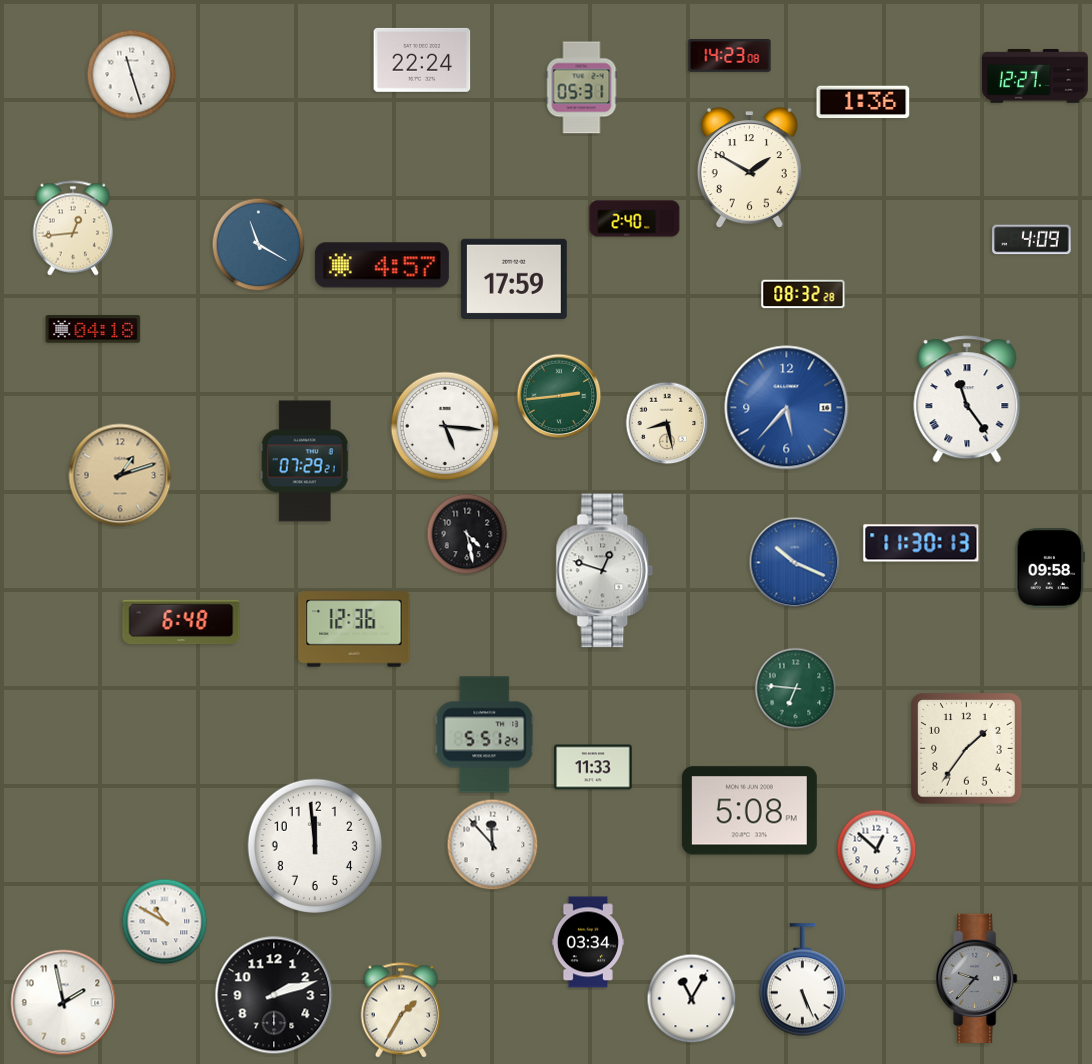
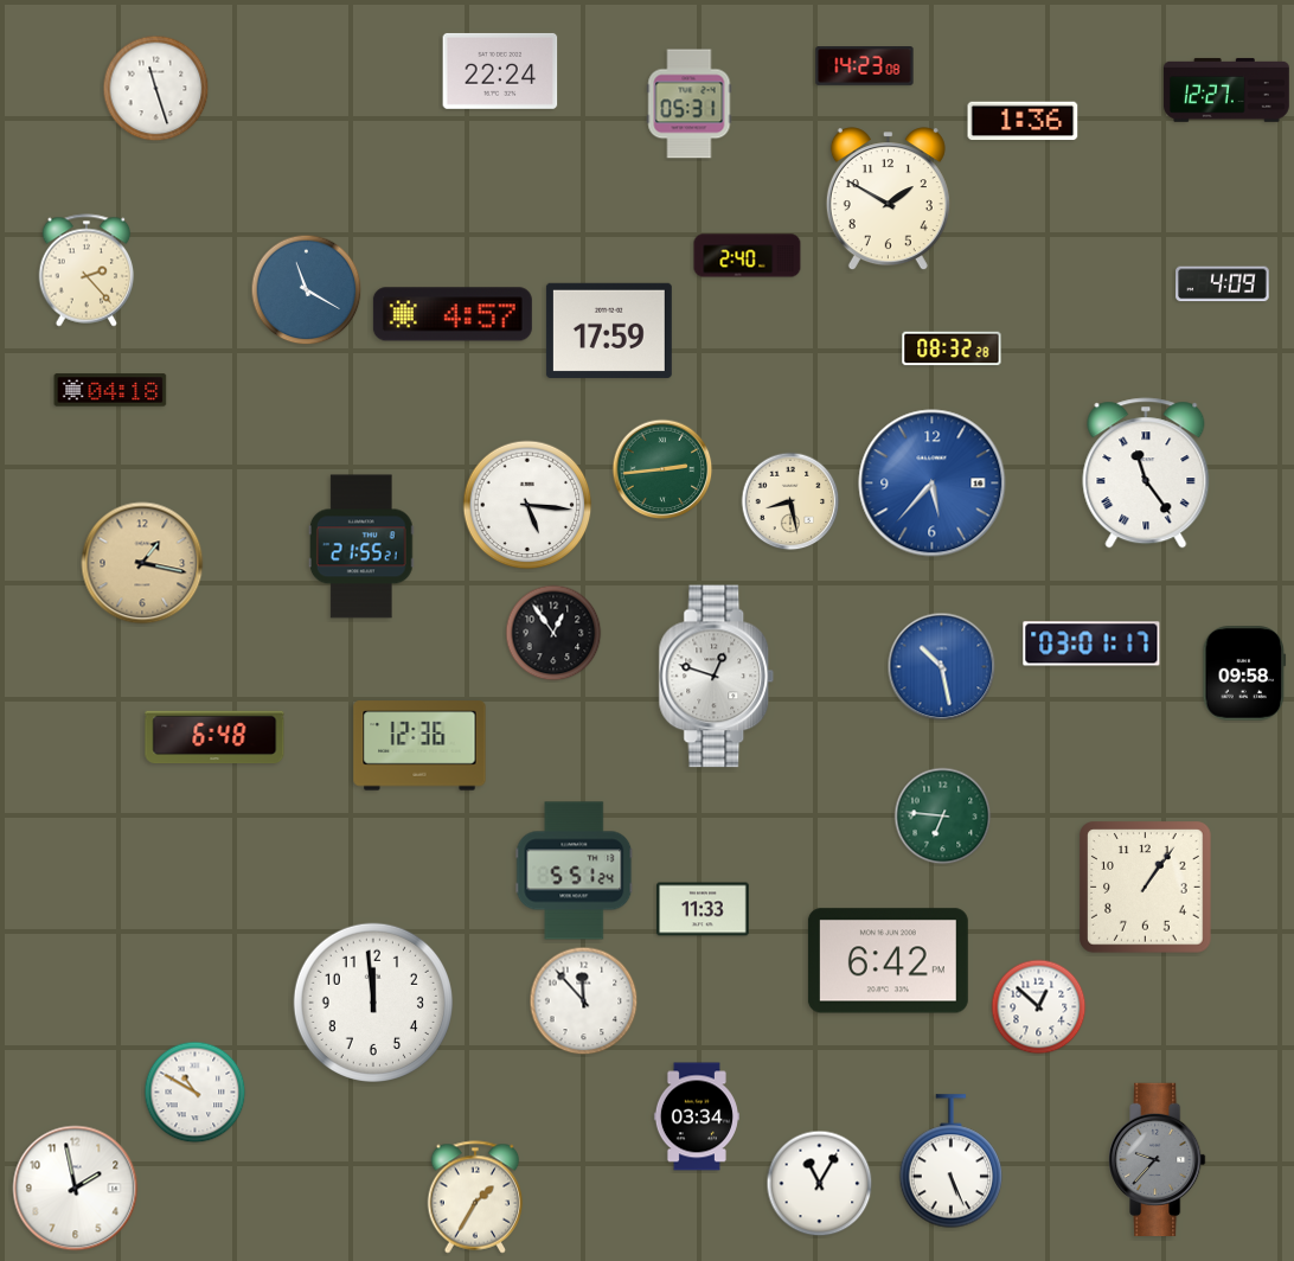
clock at (635, 219) position: (635, 219) -> (748, 256)
clock at (73, 228): 12:44 -> 2:23
clock at (305, 461): 07:29 -> 21:55
clock at (120, 475): 1:12 -> 1:17
clock at (467, 534): 4:28 -> 12:54
clock at (921, 543): 11:30 -> 03:01
clock at (795, 563): 10:19 -> 10:28
clock at (967, 749): 1:36 -> 1:06
clock at (749, 811): 5:08 -> 6:42
clock at (274, 995): 2:12 -> none
